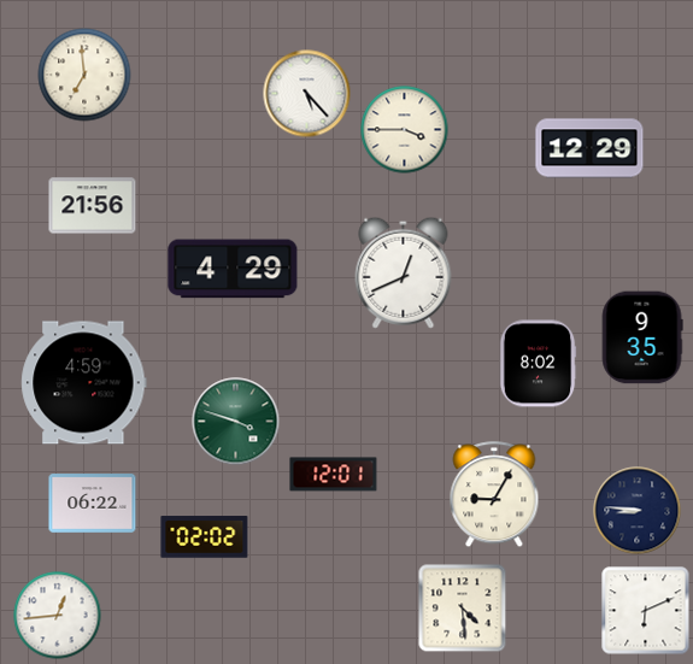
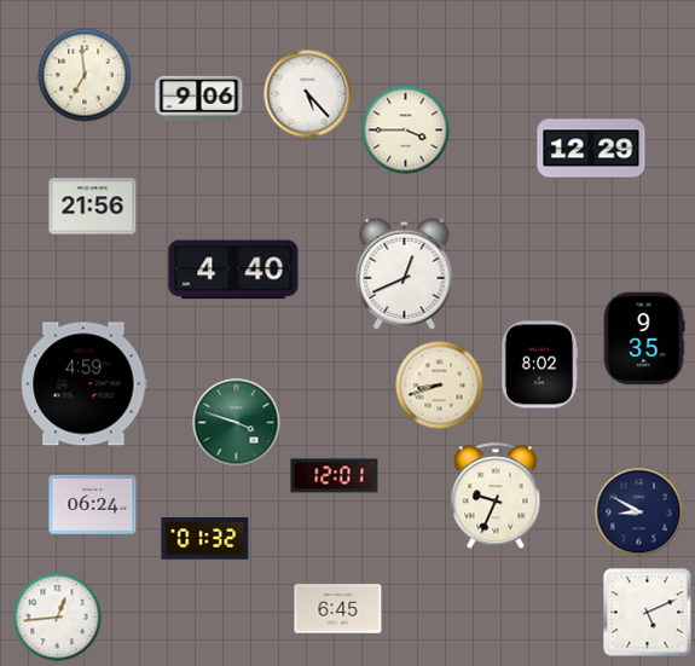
clock at (199, 98): none -> 9:06
clock at (233, 269): 4:29 -> 4:40
clock at (440, 386): none -> 8:42
clock at (494, 495): 9:05 -> 9:34
clock at (93, 504): 06:22 -> 06:24
clock at (638, 511): 8:46 -> 8:50
clock at (205, 537): 02:02 -> 01:32
clock at (338, 609): none -> 6:45
clock at (463, 609): 4:29 -> none
clock at (646, 611): 6:11 -> 5:11
